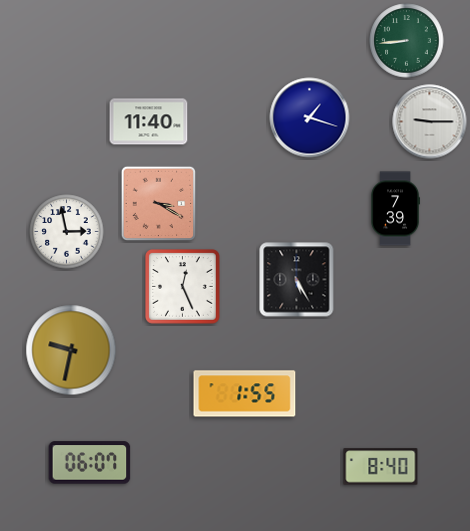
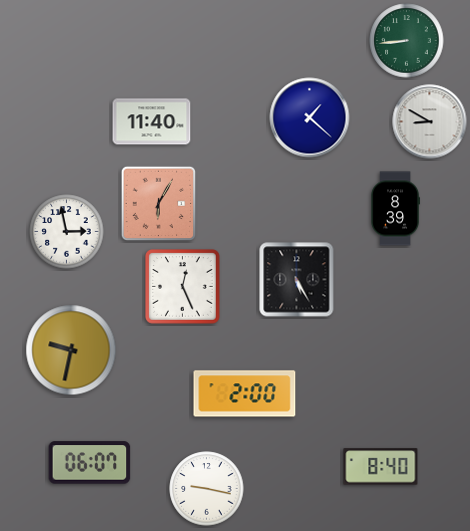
clock at (310, 118): 1:18 -> 1:22
clock at (149, 122) position: (149, 122) -> (152, 122)
clock at (430, 122): 9:15 -> 8:50
clock at (159, 204): 3:20 -> 6:05
clock at (395, 209): 7:39 -> 8:39
clock at (245, 394): 1:55 -> 2:00
clock at (207, 489): none -> 9:17
